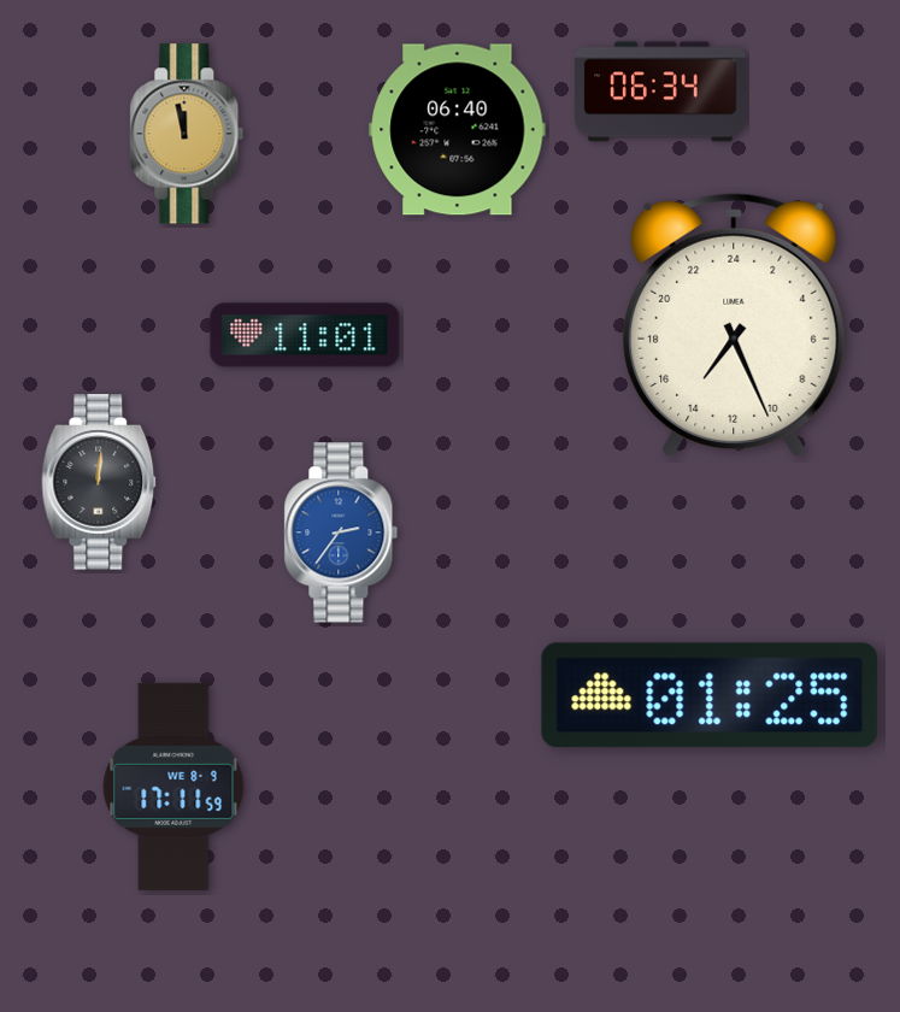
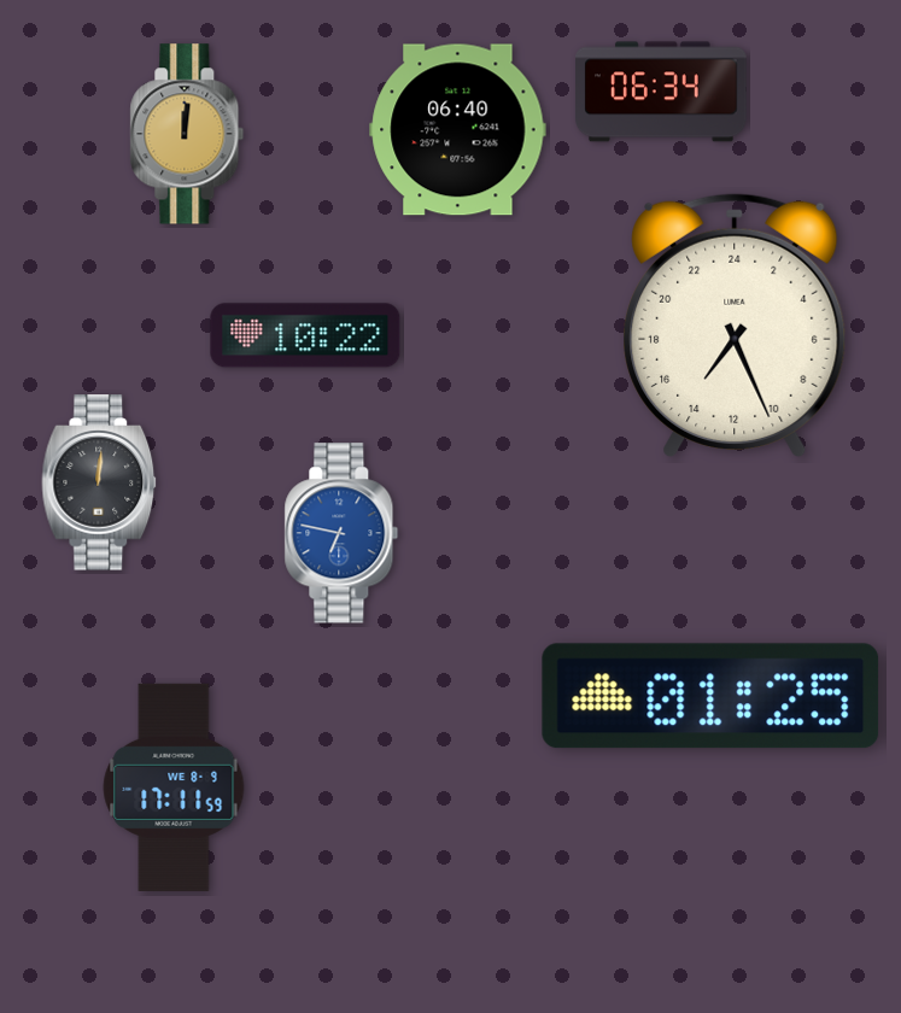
clock at (187, 134): 11:58 -> 12:01
clock at (305, 335): 11:01 -> 10:22
clock at (341, 533): 2:36 -> 6:47
